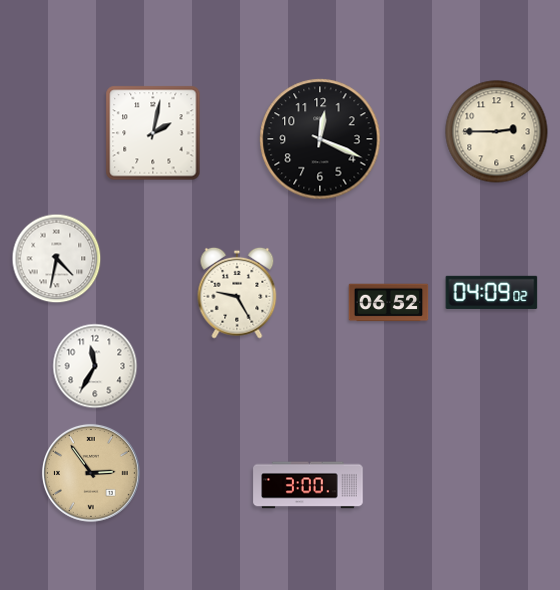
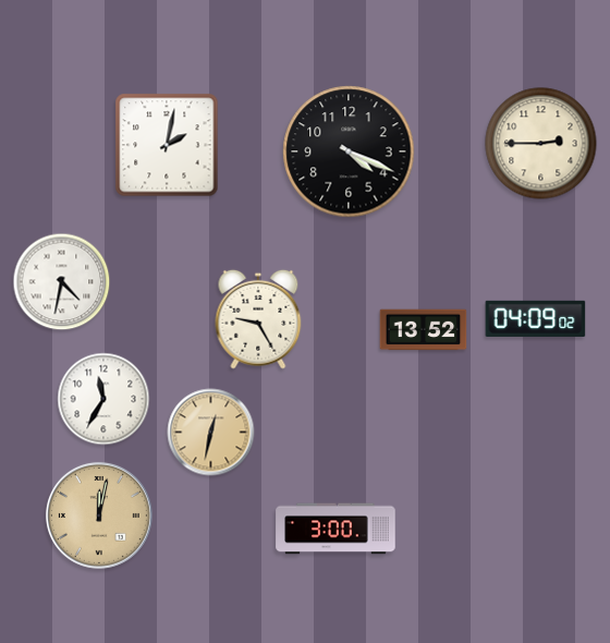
clock at (320, 139): 12:19 -> 4:19
clock at (389, 303): 06:52 -> 13:52
clock at (211, 433): none -> 12:32
clock at (91, 473): 2:54 -> 12:02
